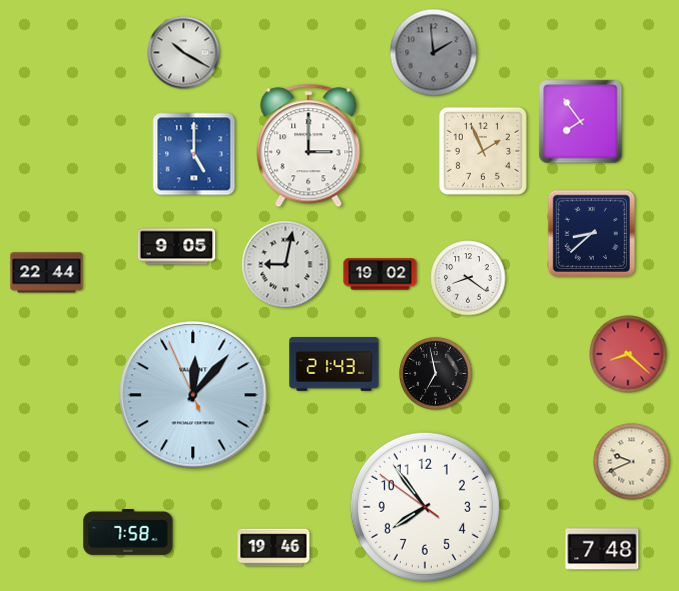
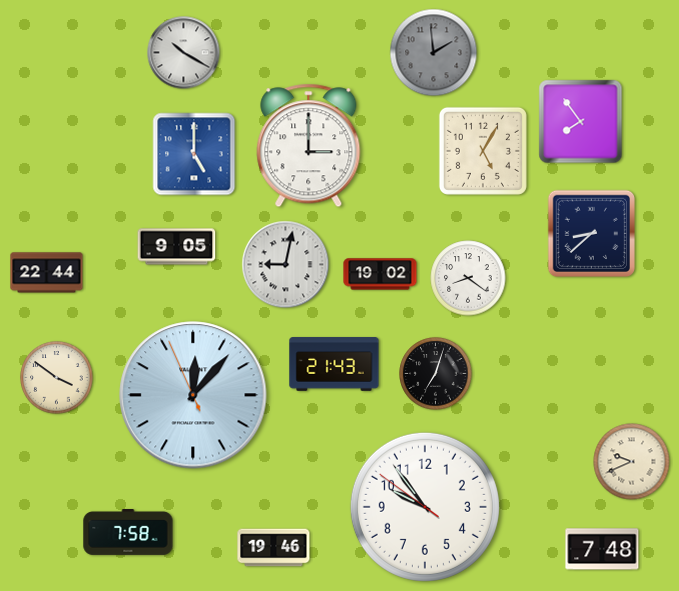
clock at (483, 151): 1:56 -> 5:05
clock at (628, 354): 8:22 -> none
clock at (436, 374): 6:58 -> 7:03
clock at (57, 378): none -> 3:51
clock at (425, 507): 7:53 -> 9:53
